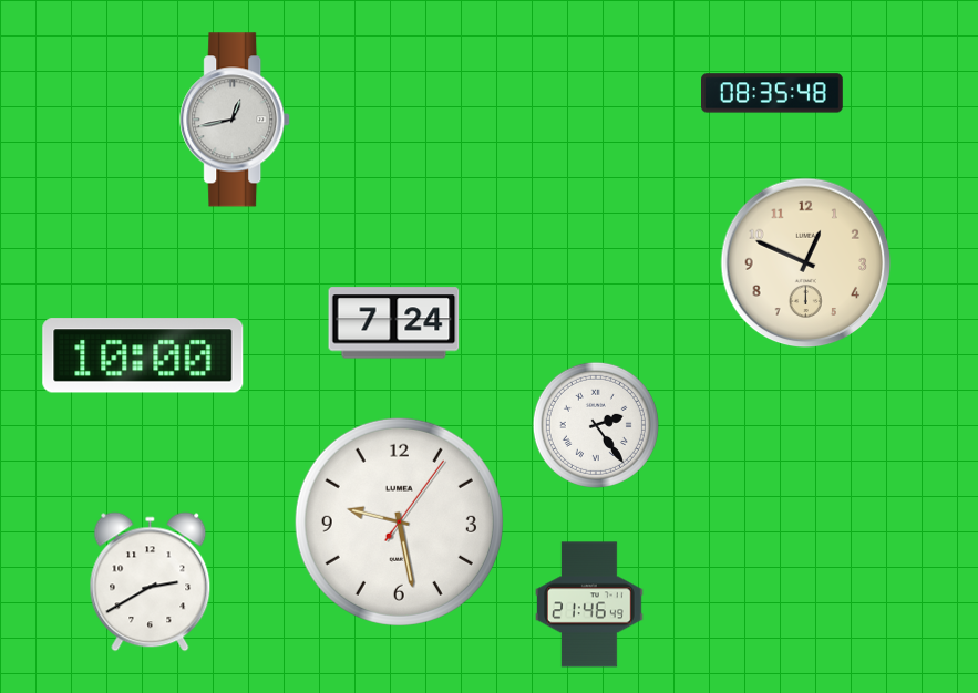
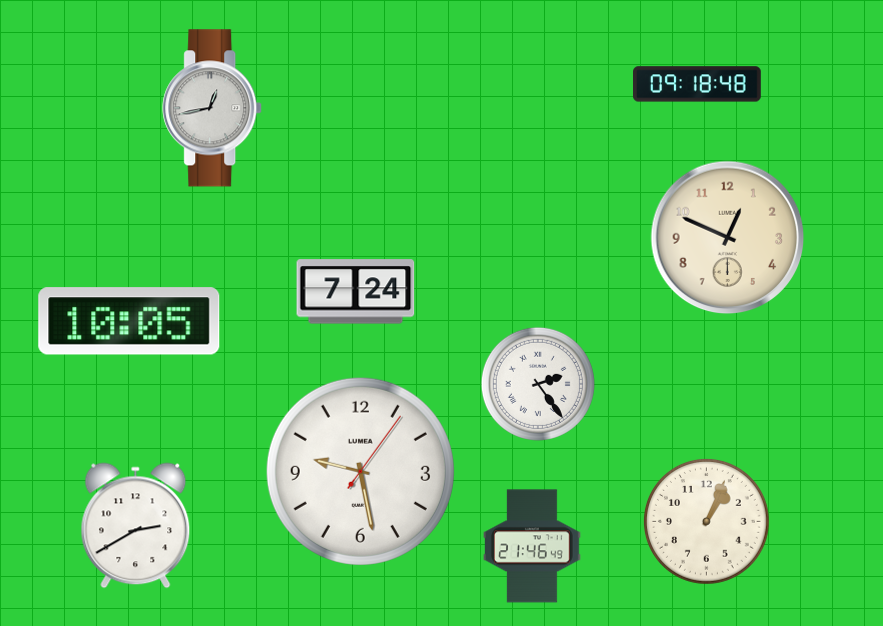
clock at (773, 93): 08:35 -> 09:18
clock at (143, 355): 10:00 -> 10:05
clock at (706, 521): none -> 1:04
